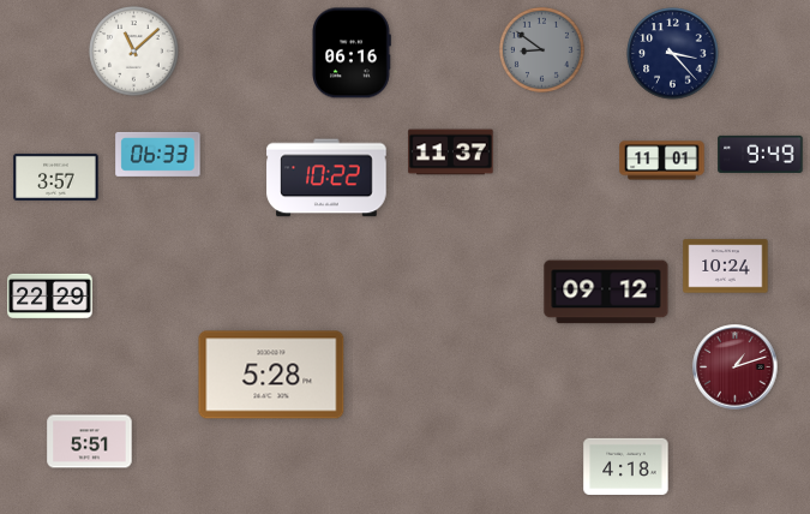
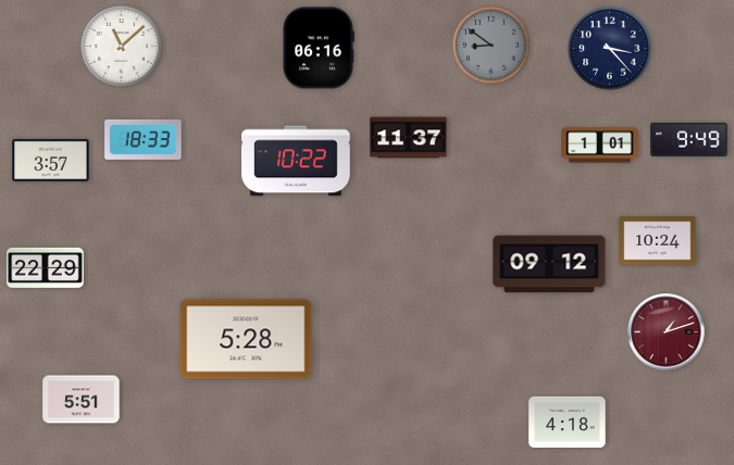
clock at (158, 154): 06:33 -> 18:33
clock at (662, 161): 11:01 -> 1:01
